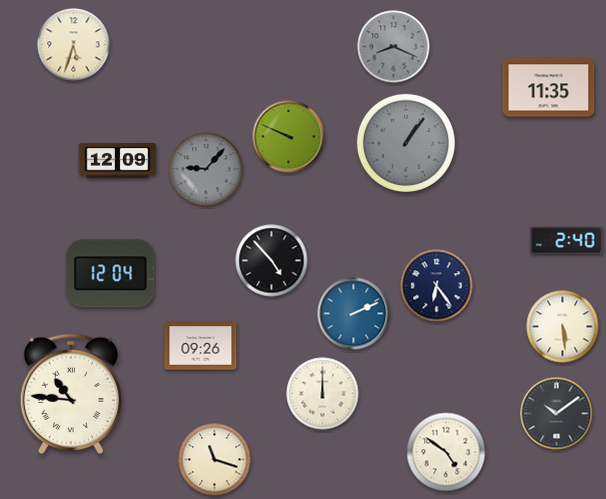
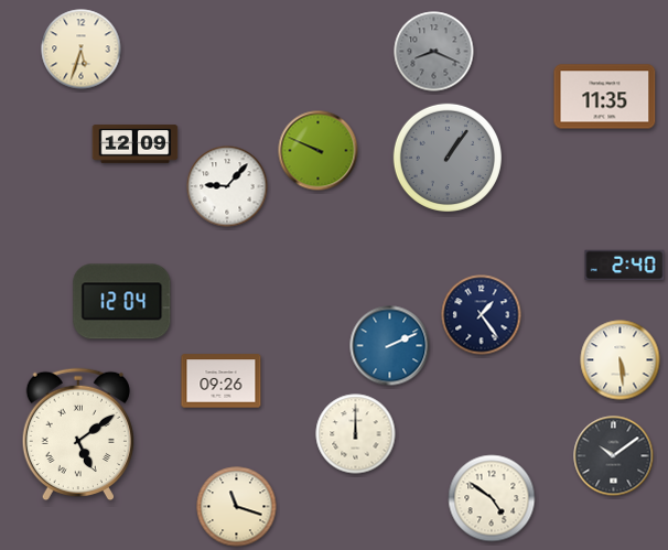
clock at (118, 161) position: (118, 161) -> (136, 144)
clock at (206, 169) dial: grey -> white
clock at (272, 261): 4:53 -> none
clock at (437, 286): 6:24 -> 1:24
clock at (71, 394): 10:46 -> 5:09
